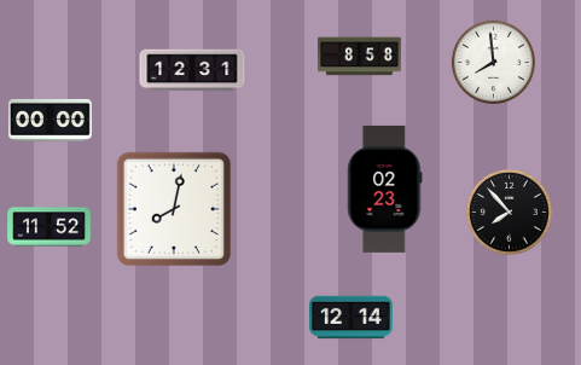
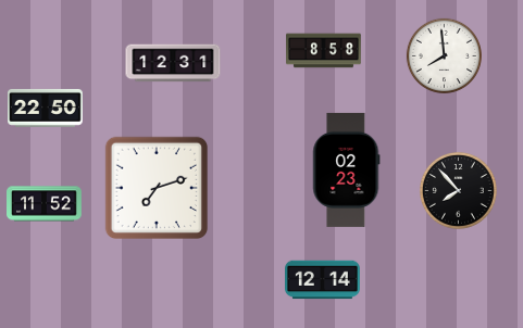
clock at (51, 120): 00:00 -> 22:50
clock at (174, 209): 8:02 -> 7:12
clock at (351, 318) position: (351, 318) -> (323, 280)
